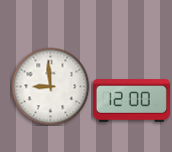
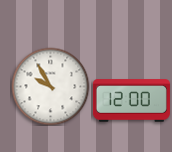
clock at (50, 86): 8:59 -> 9:55
